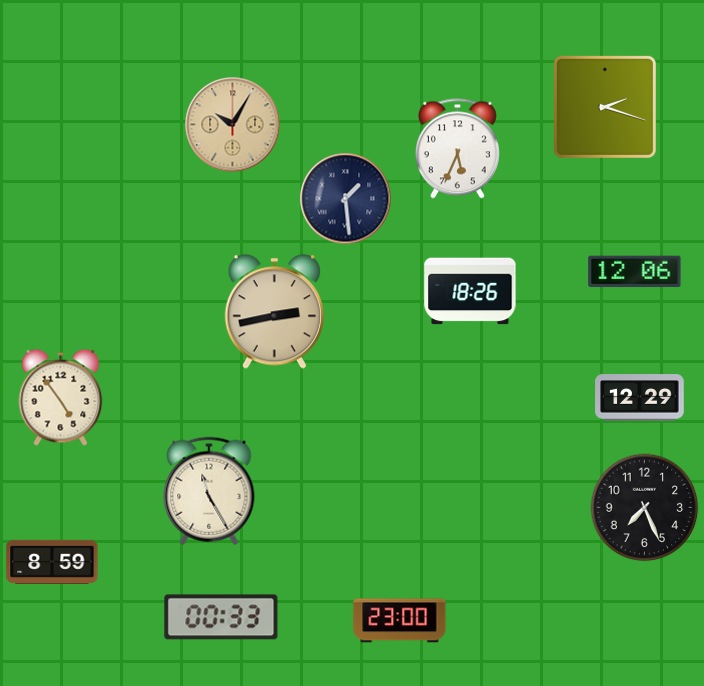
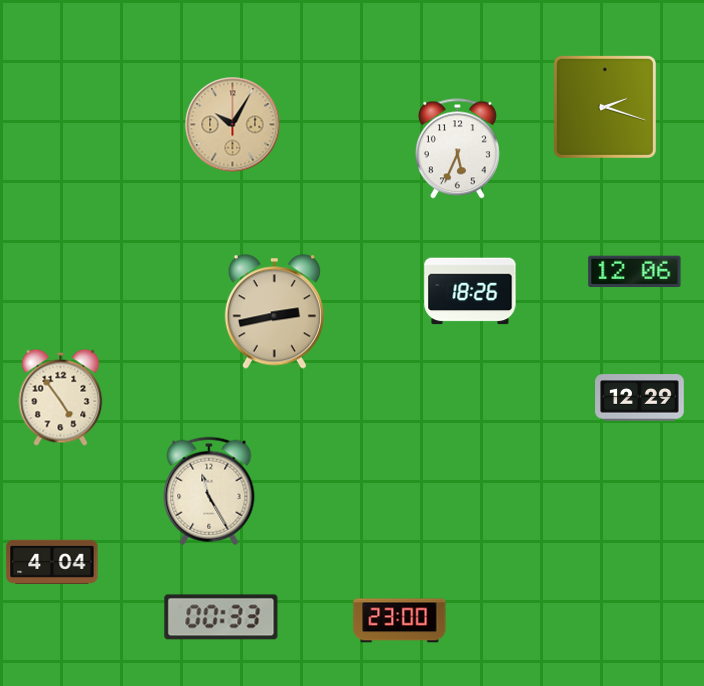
clock at (346, 199): 1:29 -> none
clock at (645, 508): 7:26 -> none
clock at (52, 562): 8:59 -> 4:04
